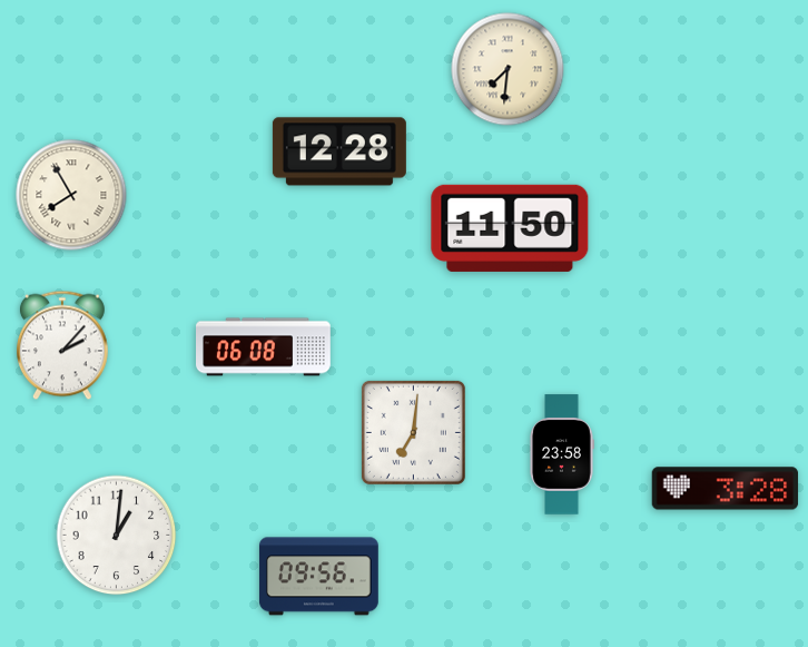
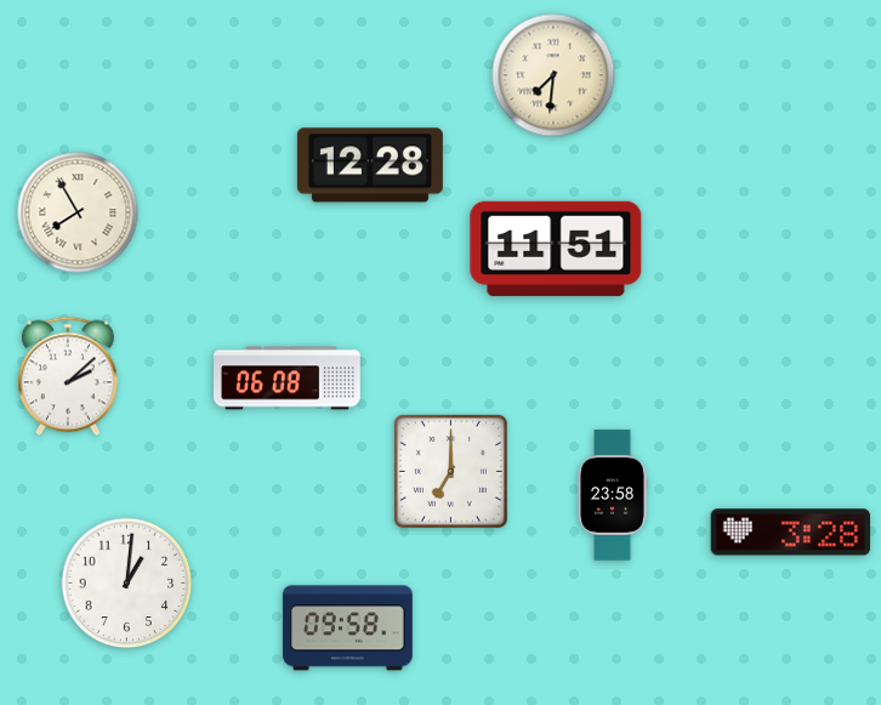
clock at (510, 228): 11:50 -> 11:51
clock at (62, 345): 2:07 -> 2:08
clock at (413, 432): 7:01 -> 7:00
clock at (318, 577): 09:56 -> 09:58
